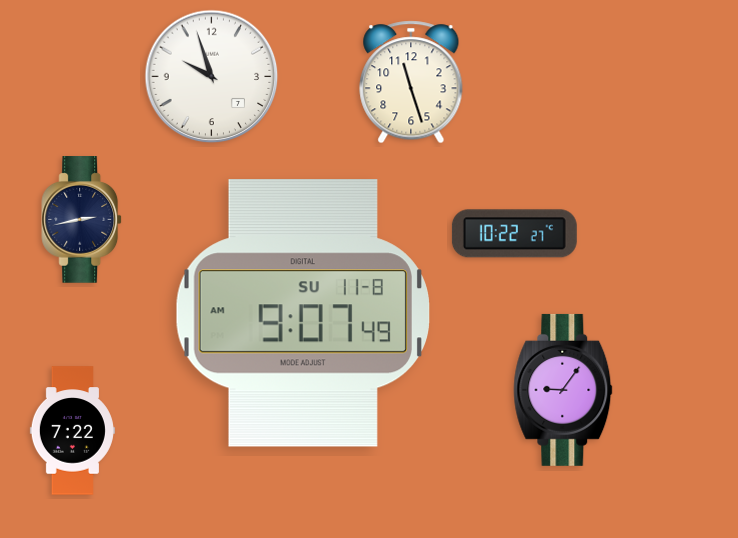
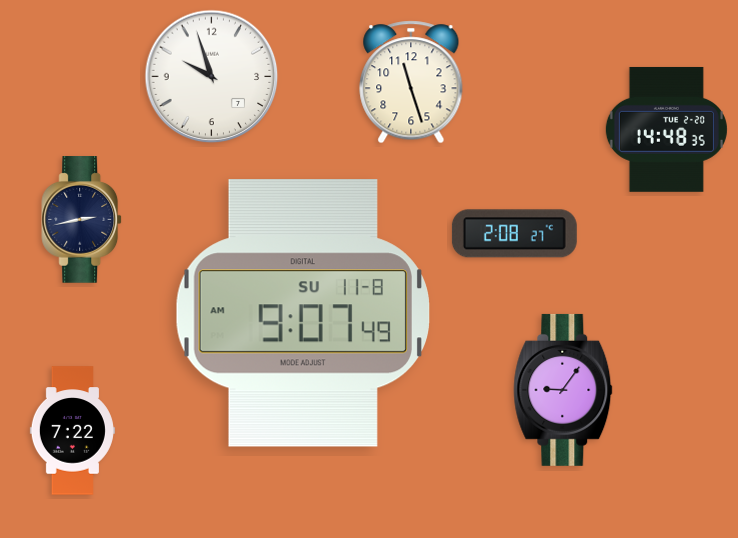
clock at (666, 129): none -> 14:48
clock at (514, 234): 10:22 -> 2:08
